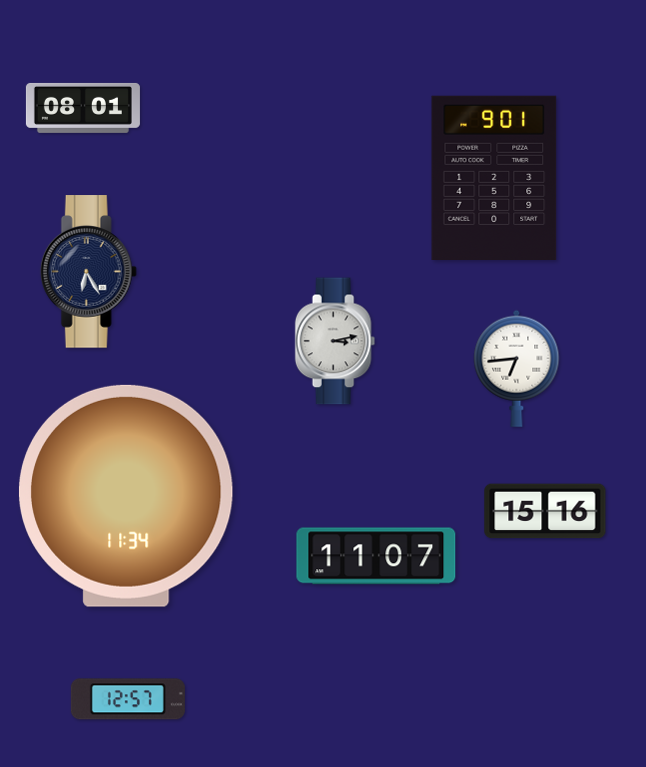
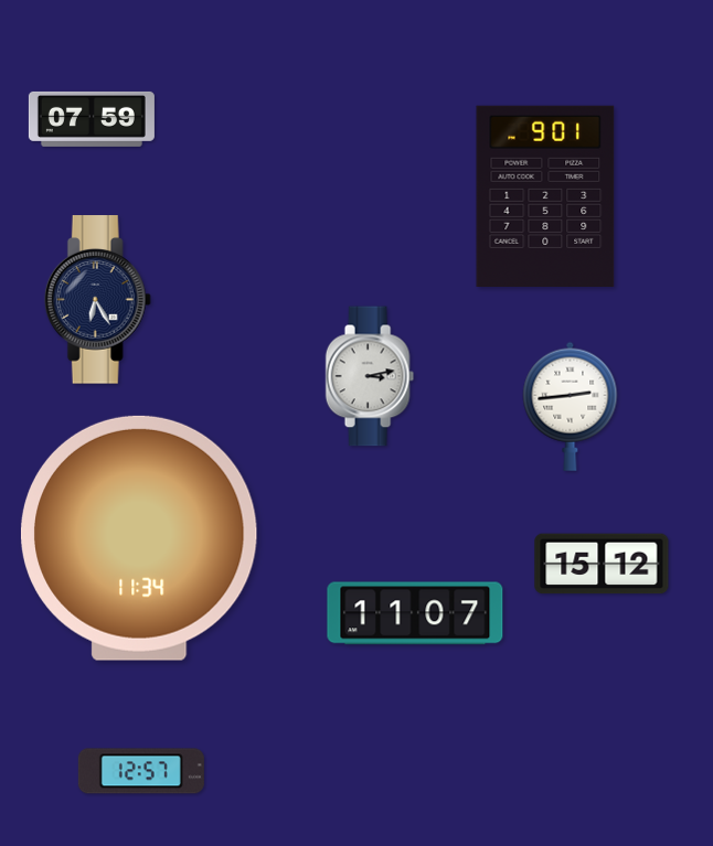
clock at (83, 108): 08:01 -> 07:59
clock at (517, 368): 6:44 -> 2:44
clock at (126, 496) position: (126, 496) -> (139, 538)
clock at (545, 511): 15:16 -> 15:12
